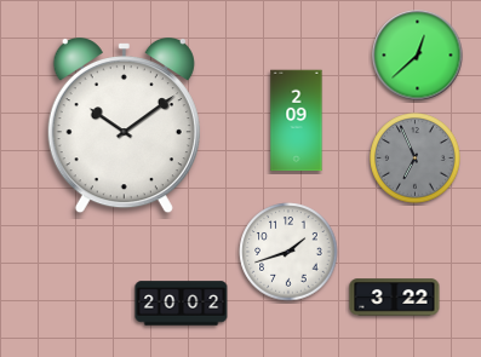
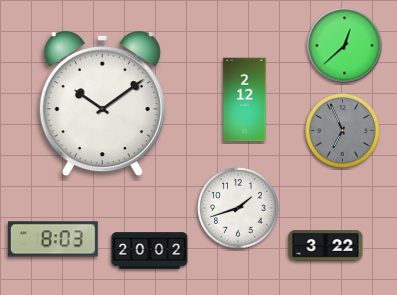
clock at (297, 121): 2:09 -> 2:12
clock at (53, 239): none -> 8:03
